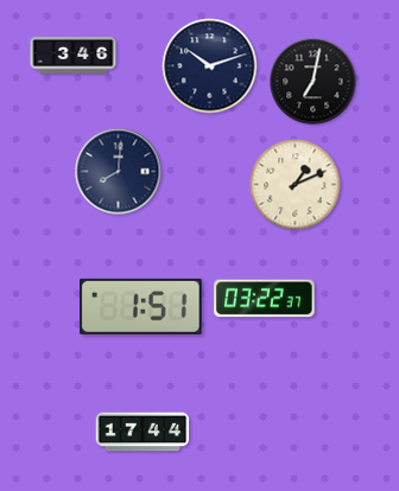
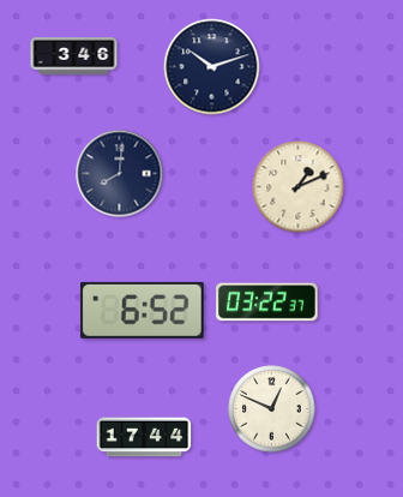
clock at (313, 82): 7:02 -> none
clock at (141, 306): 1:51 -> 6:52
clock at (272, 409): none -> 12:49
